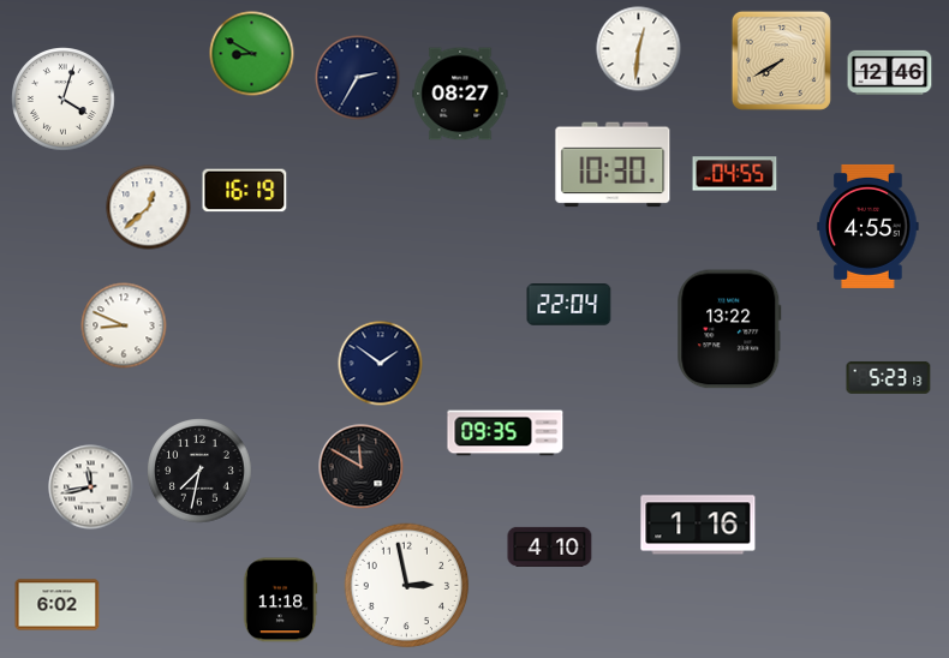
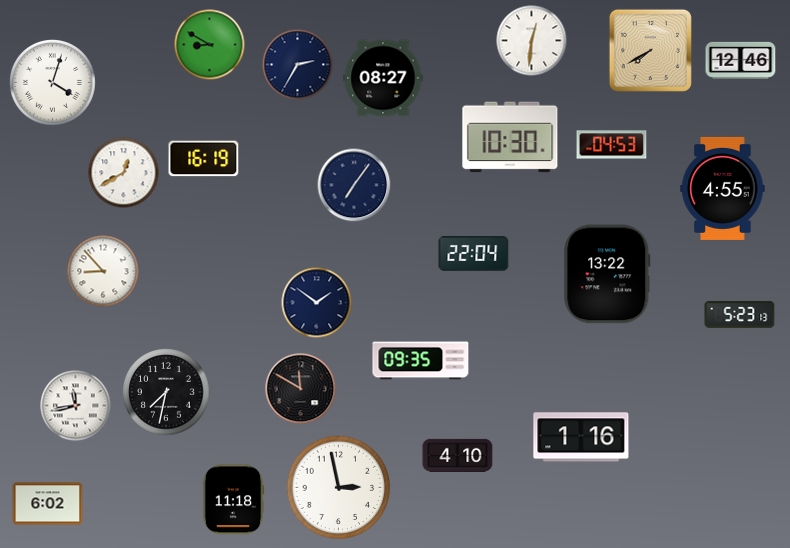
clock at (735, 174): 04:55 -> 04:53
clock at (149, 208): 12:38 -> 12:40
clock at (354, 185): none -> 7:06
clock at (124, 325): 8:49 -> 8:53
